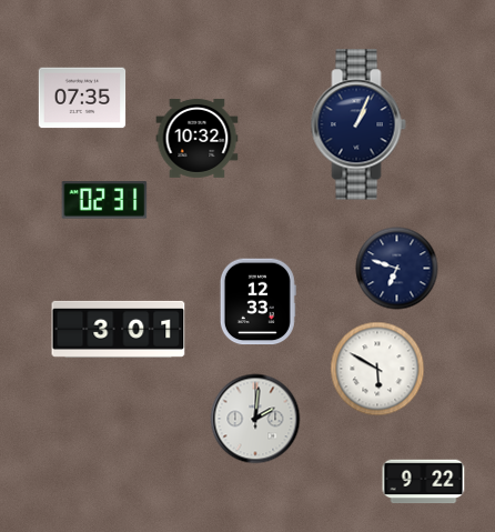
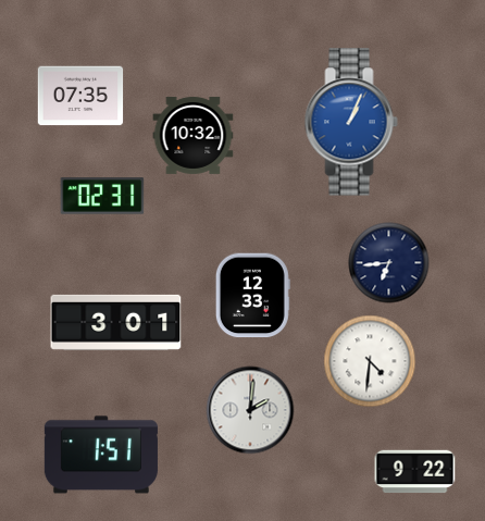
clock at (358, 124) dial: navy -> blue
clock at (397, 269): 6:48 -> 6:44
clock at (377, 369): 5:50 -> 4:31
clock at (101, 455): none -> 1:51
